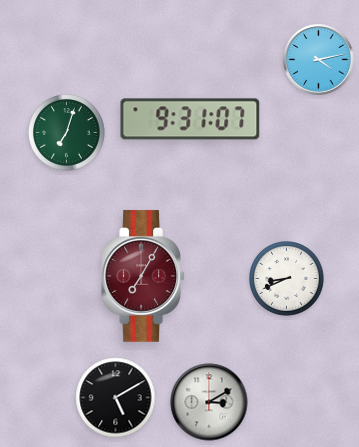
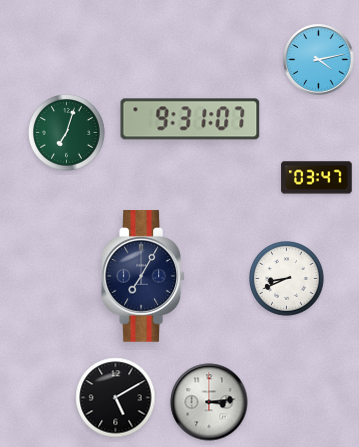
clock at (317, 178): none -> 03:47
clock at (143, 276) dial: burgundy -> navy
clock at (209, 402): 3:10 -> 3:14
